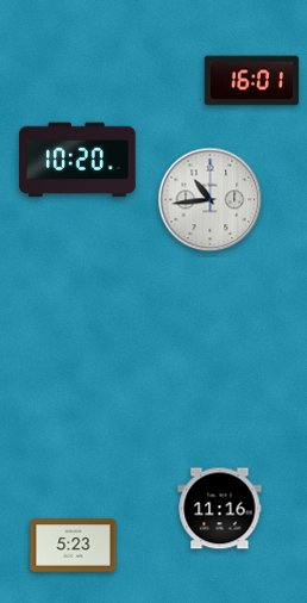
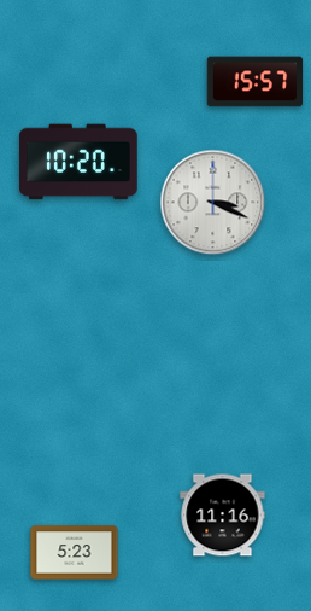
clock at (252, 81): 16:01 -> 15:57
clock at (211, 200): 10:44 -> 3:19
